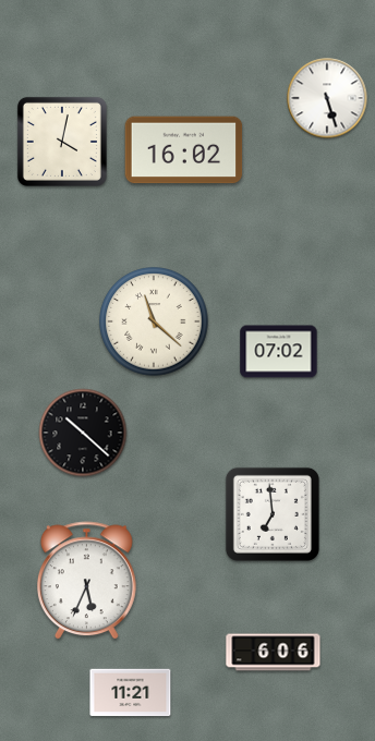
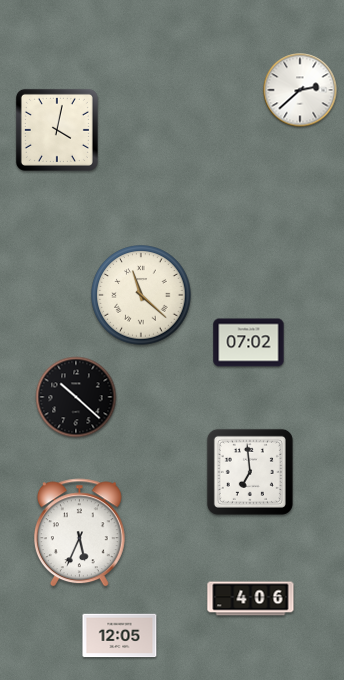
clock at (327, 98): 5:27 -> 2:38
clock at (184, 150): 16:02 -> none
clock at (279, 352) position: (279, 352) -> (249, 343)
clock at (274, 653): 6:06 -> 4:06
clock at (131, 693): 11:21 -> 12:05
